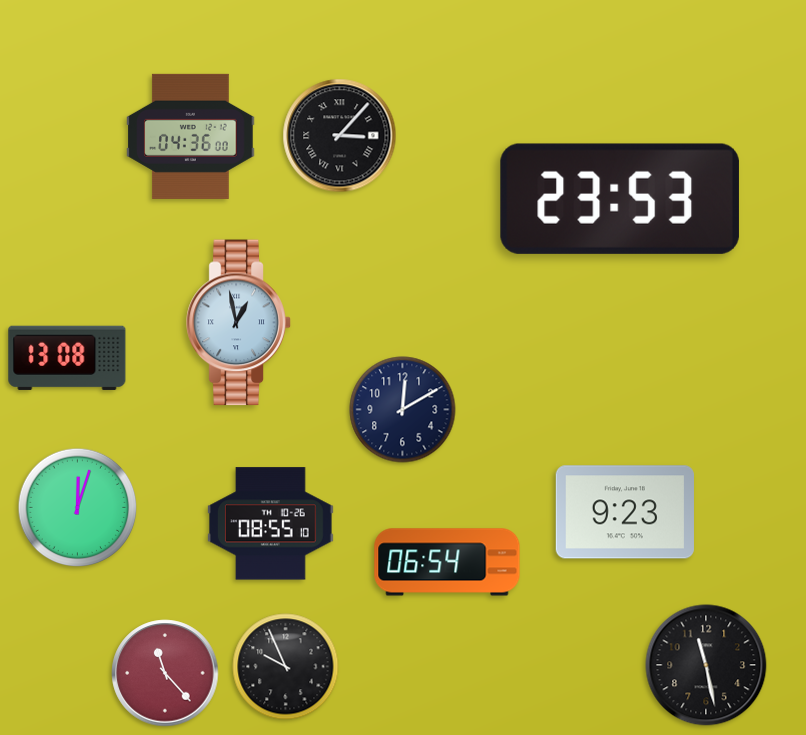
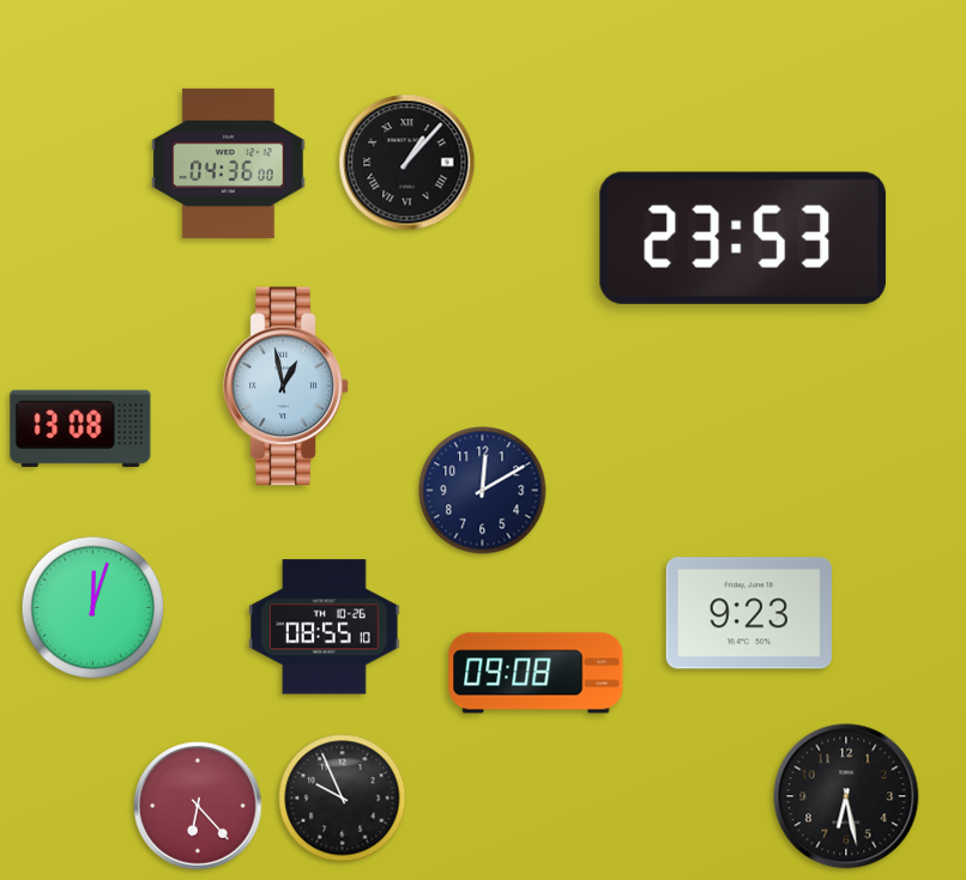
clock at (340, 136): 3:07 -> 1:07
clock at (447, 562): 06:54 -> 09:08
clock at (706, 665): 11:28 -> 6:28
clock at (165, 673): 11:23 -> 6:23
